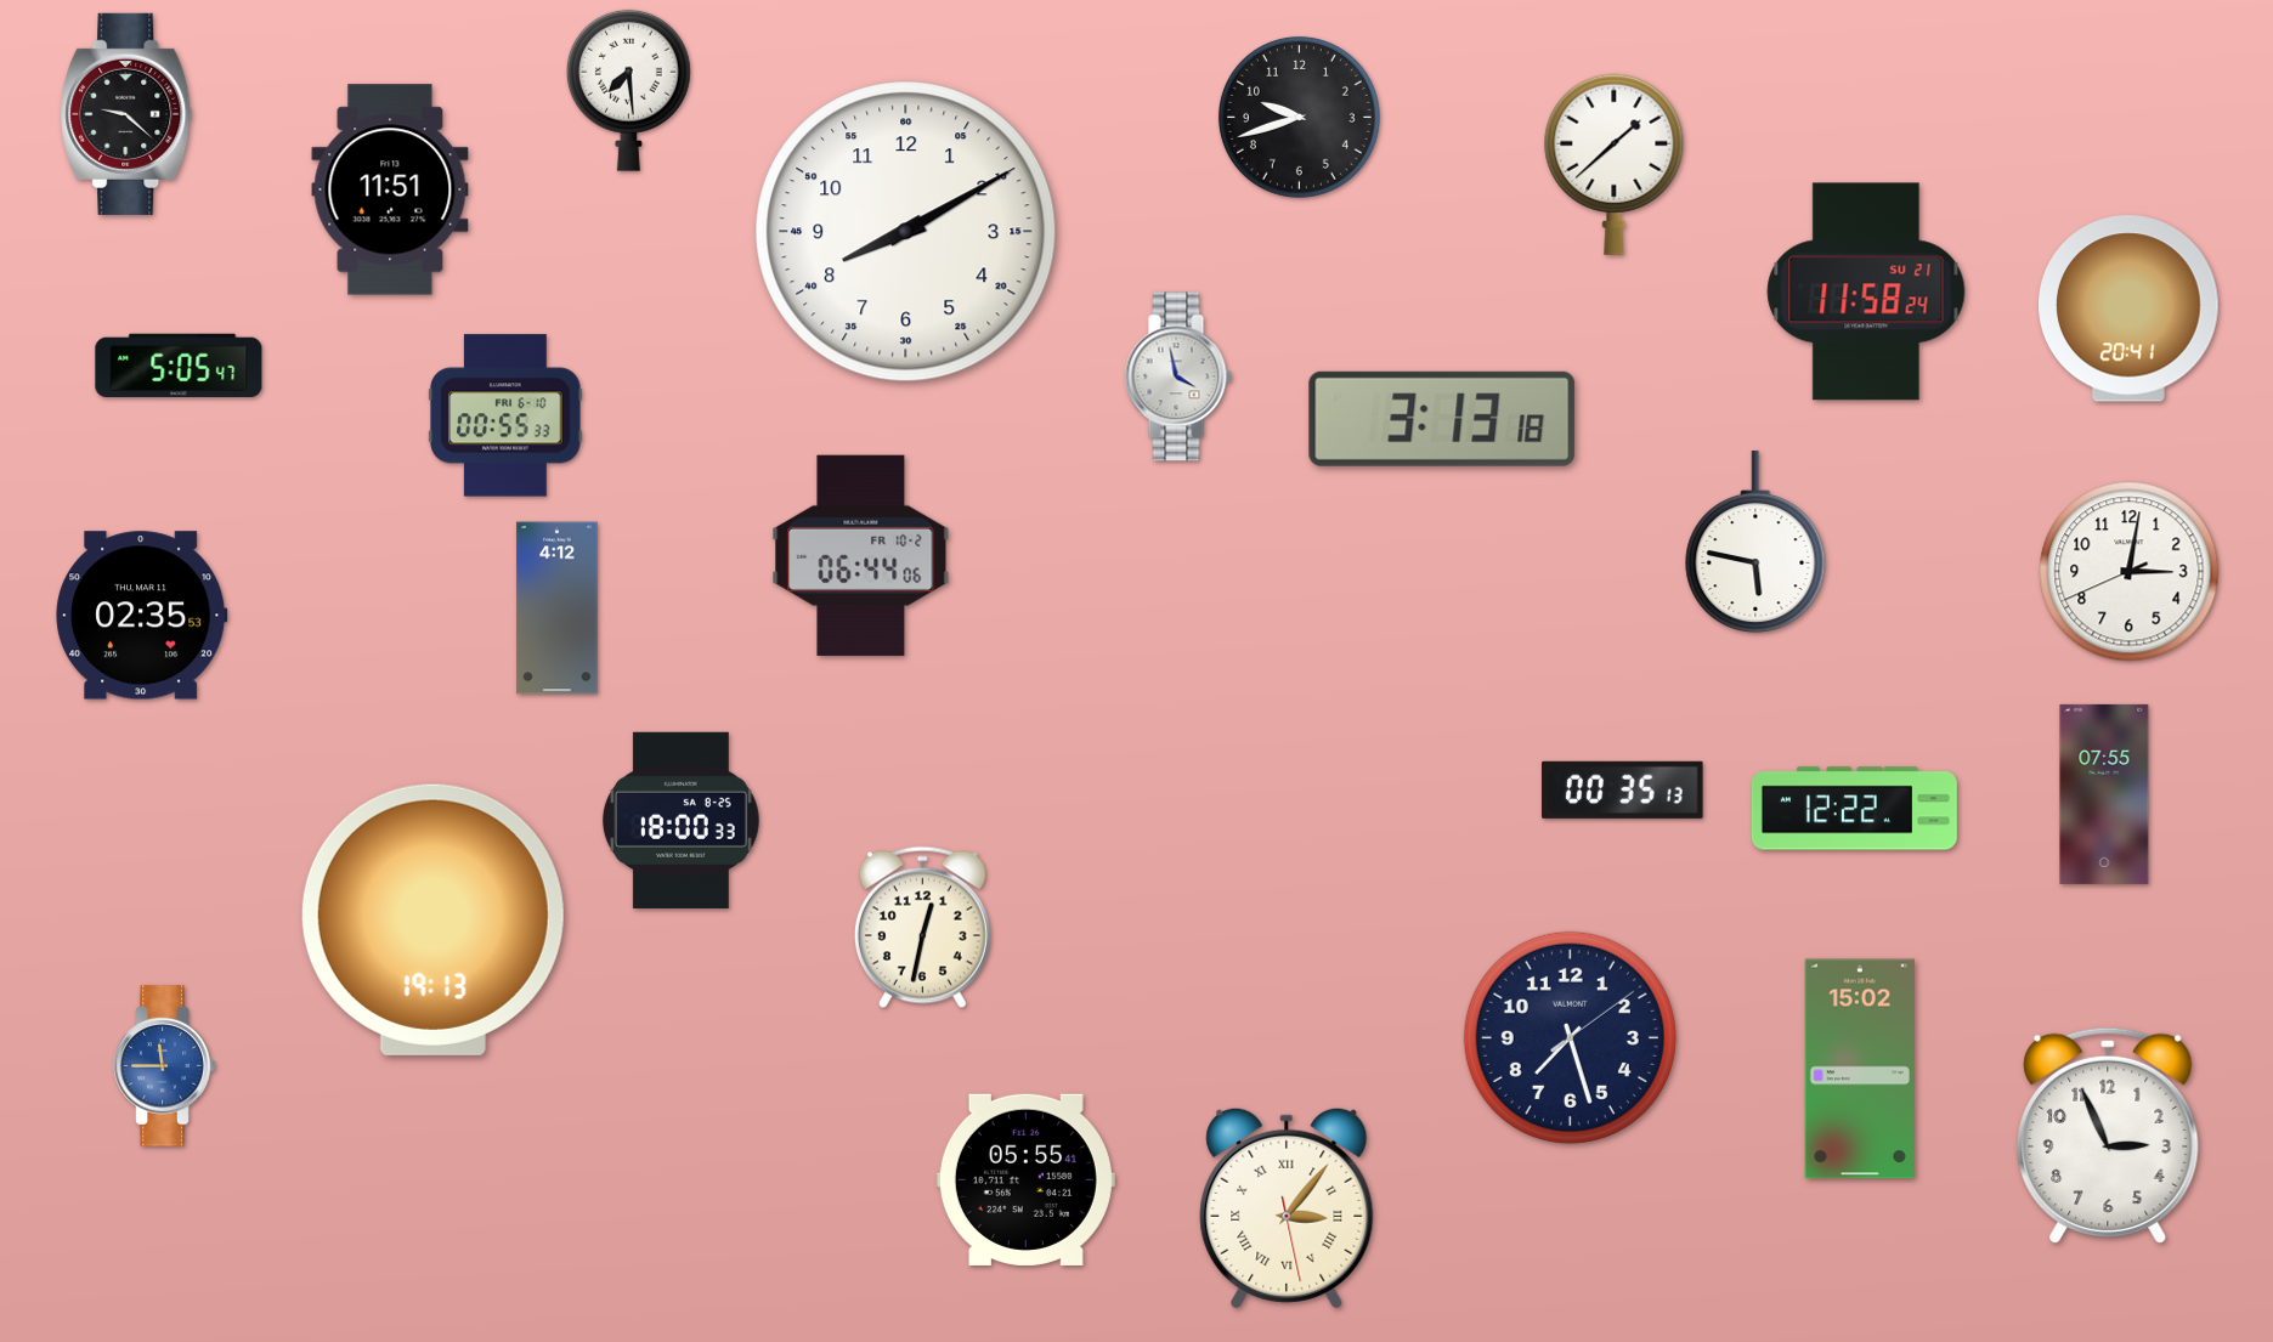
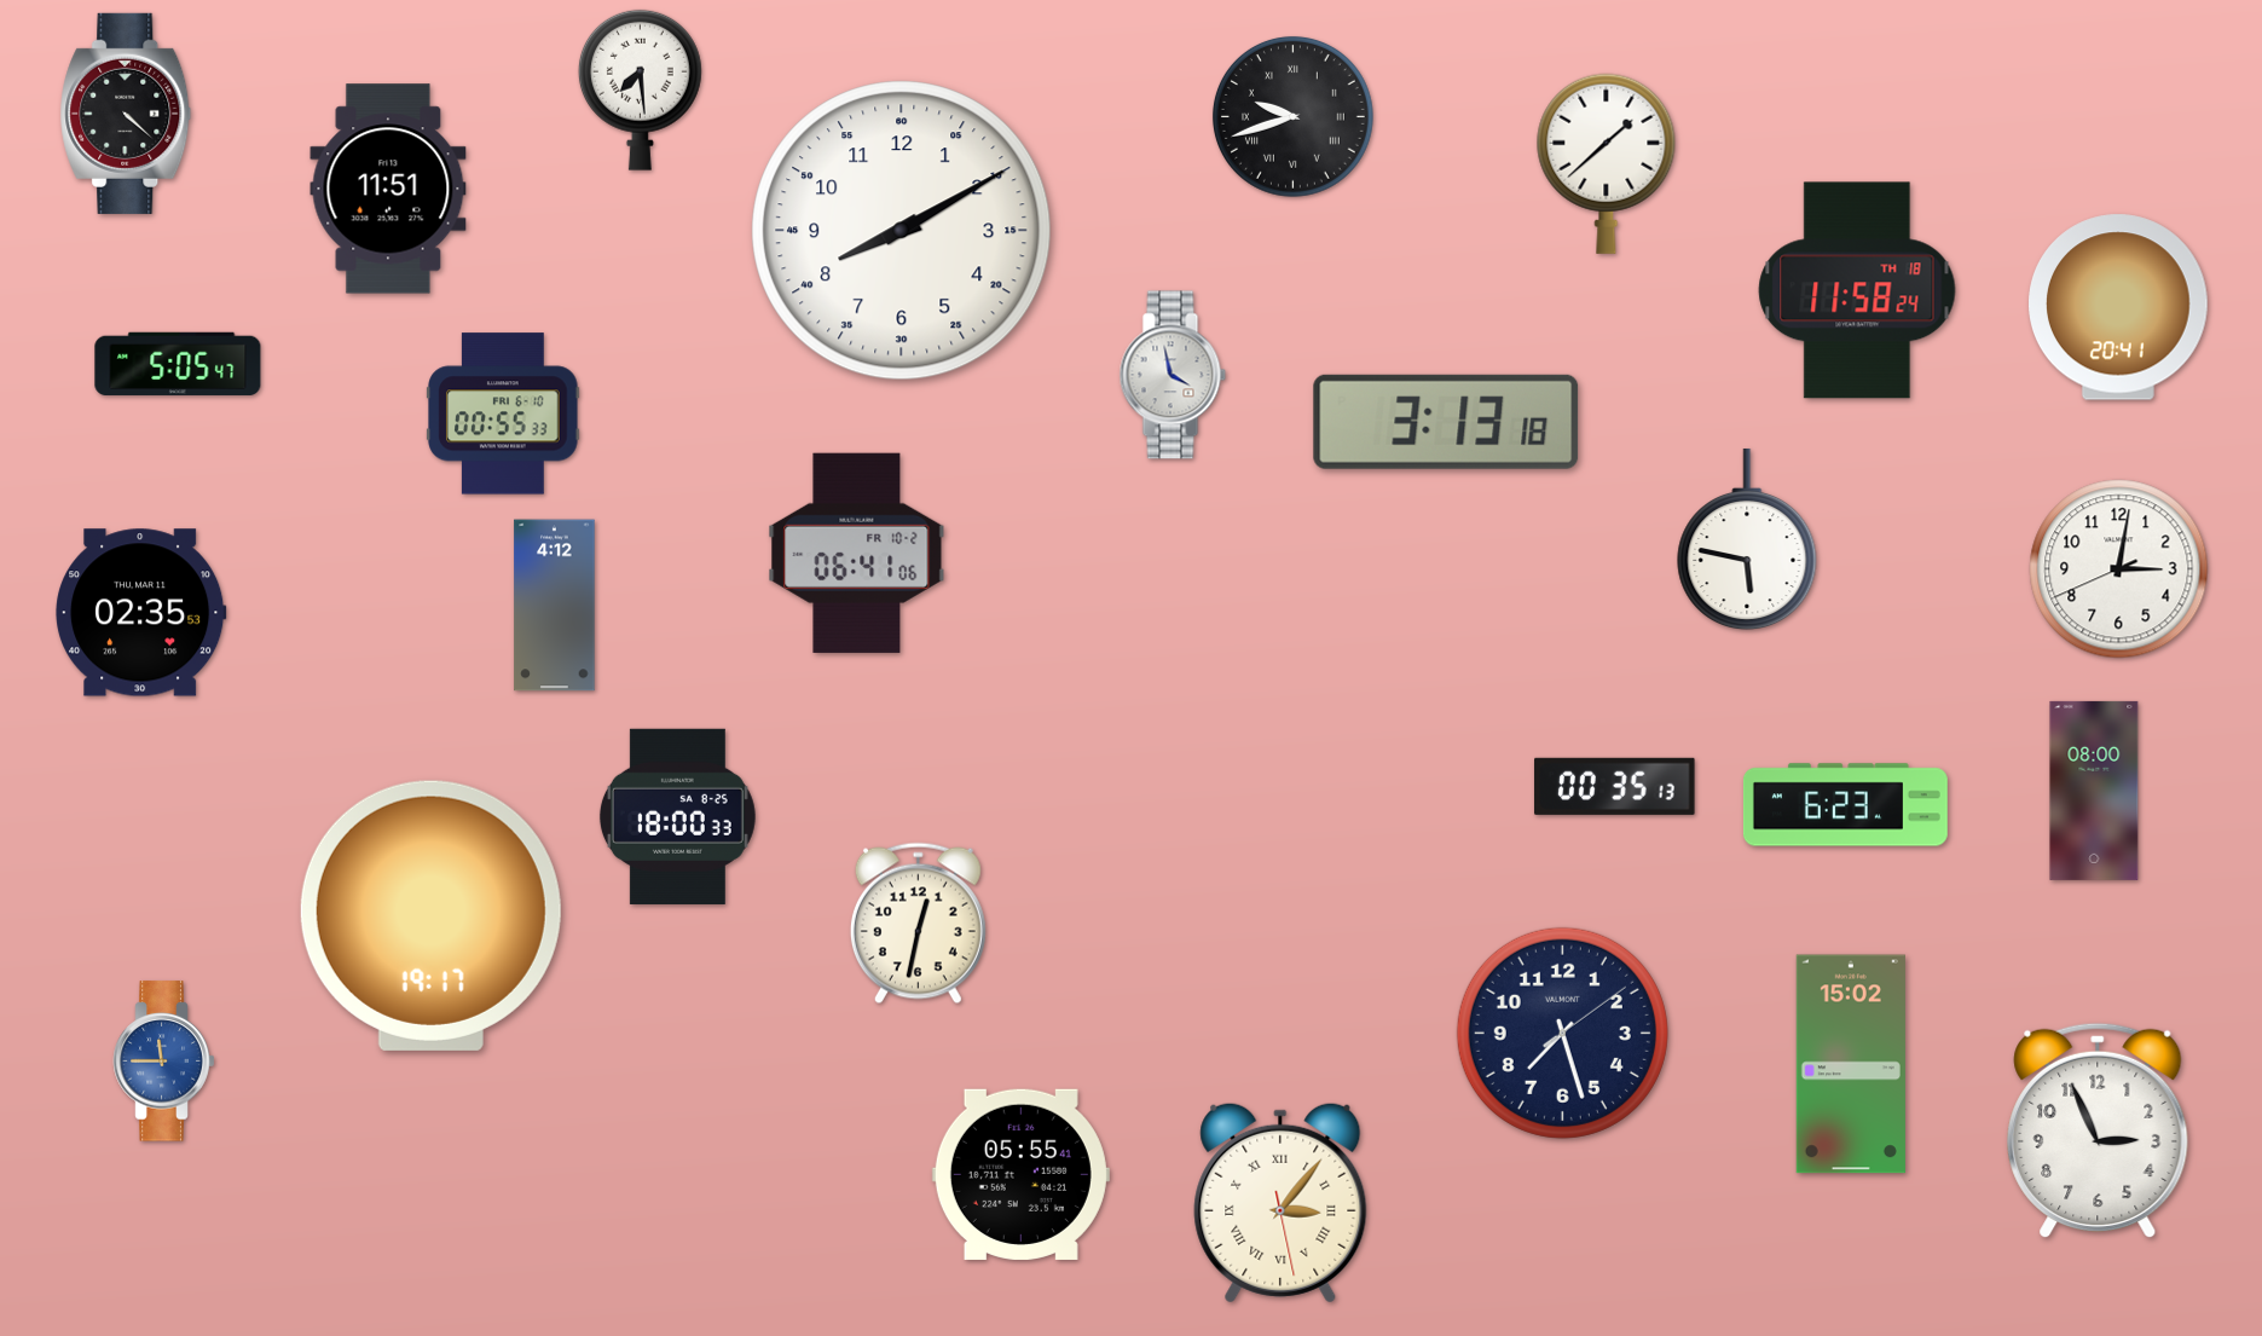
clock at (628, 90) position: (628, 90) -> (640, 89)
clock at (126, 114): 9:22 -> 4:22
clock at (1299, 117) numerals: Arabic -> Roman
clock at (1866, 291) date: SU 21 -> TH 18
clock at (1442, 419) position: (1442, 419) -> (1446, 422)
clock at (861, 555): 06:44 -> 06:41
clock at (2104, 794): 07:55 -> 08:00
clock at (1854, 809): 12:22 -> 6:23
clock at (432, 919): 19:13 -> 19:17
